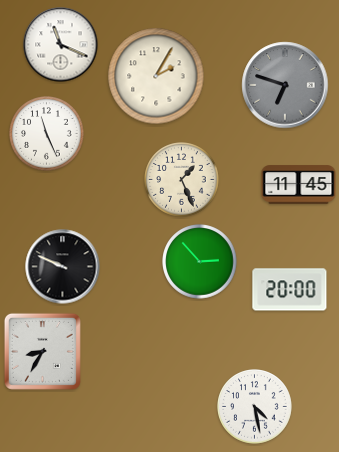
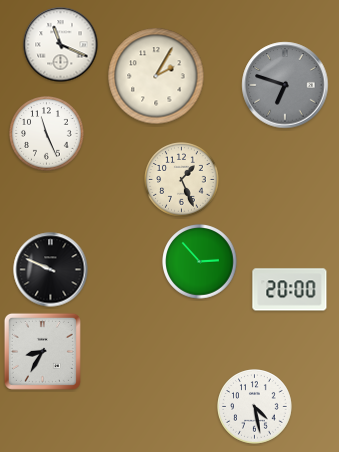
clock at (299, 185): 11:45 -> none
clock at (63, 267) position: (63, 267) -> (51, 270)
